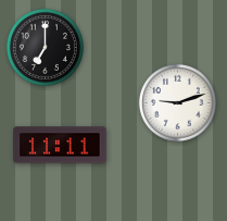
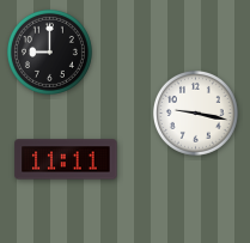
clock at (45, 47): 7:00 -> 9:00
clock at (177, 102): 9:12 -> 9:17
